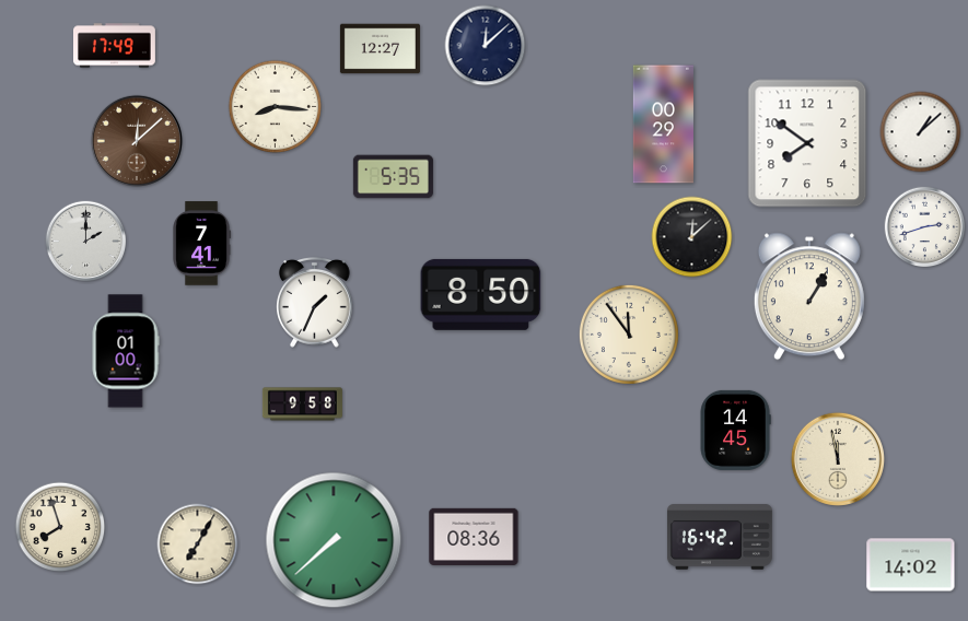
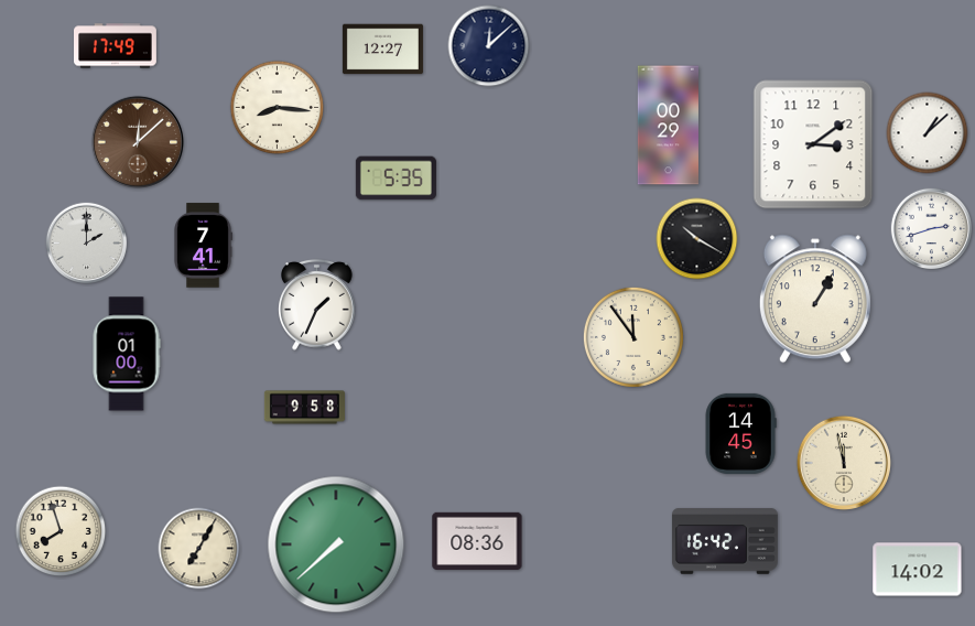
clock at (807, 143): 7:51 -> 3:09
clock at (692, 237): 12:08 -> 10:20
clock at (481, 294): 8:50 -> none
